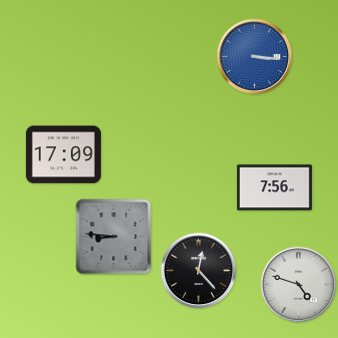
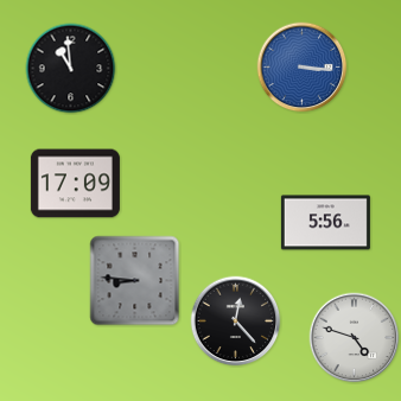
clock at (71, 69): none -> 10:59
clock at (274, 188): 7:56 -> 5:56
